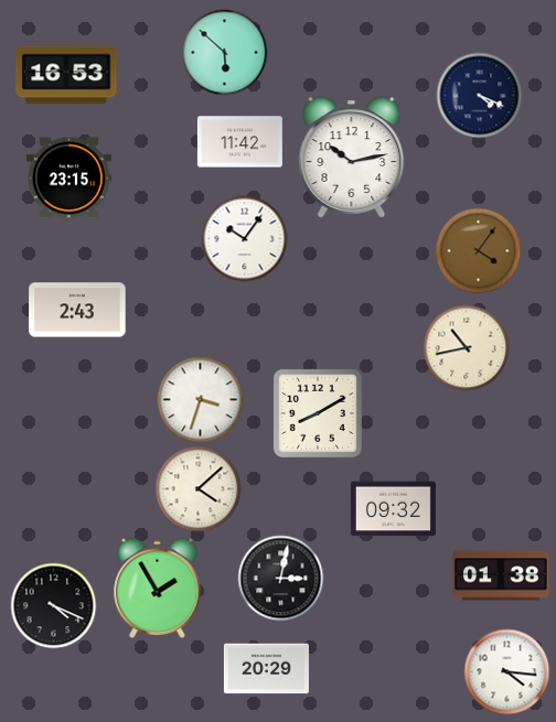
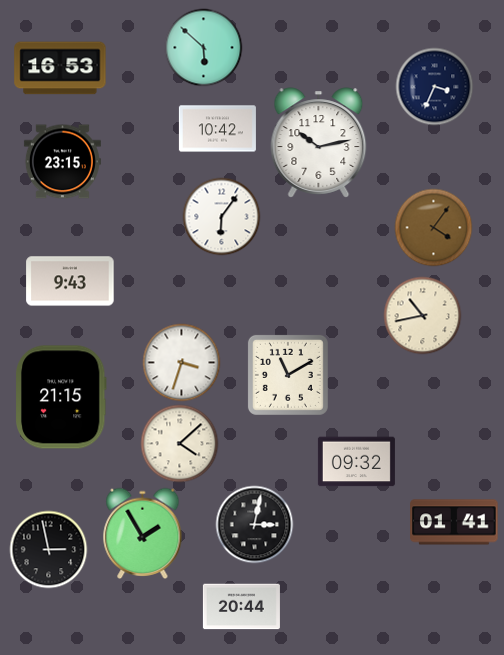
clock at (479, 95): 4:19 -> 3:34
clock at (239, 142): 11:42 -> 10:42
clock at (244, 238): 10:06 -> 6:06
clock at (77, 310): 2:43 -> 9:43
clock at (318, 413): 8:10 -> 11:10
clock at (61, 397): none -> 21:15
clock at (501, 575): 01:38 -> 01:41
clock at (53, 605): 4:19 -> 2:58
clock at (266, 669): 20:29 -> 20:44
clock at (506, 671): 4:16 -> none
